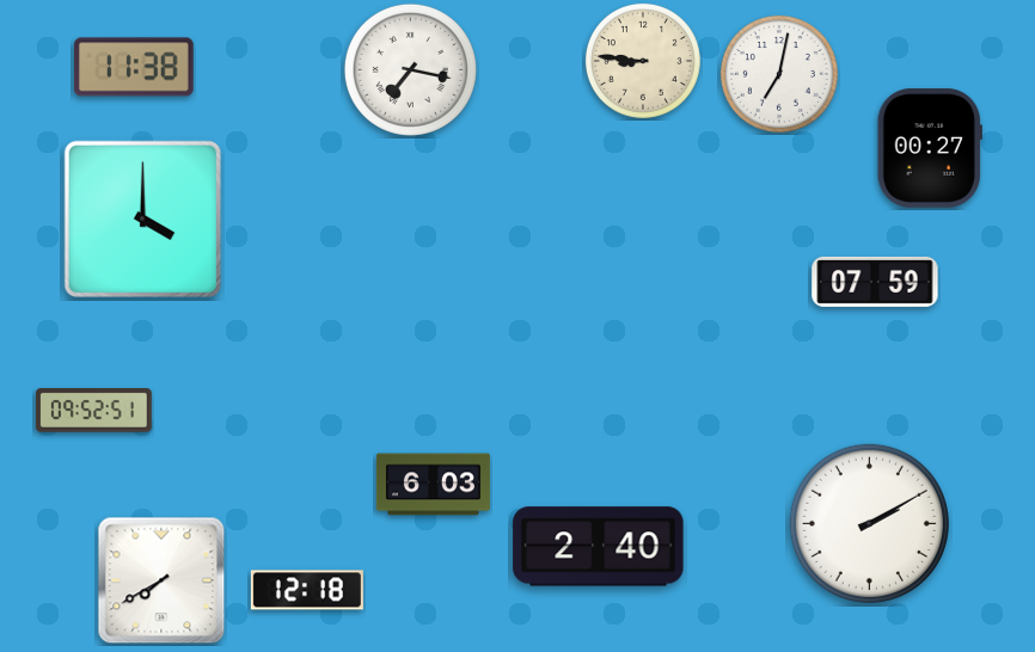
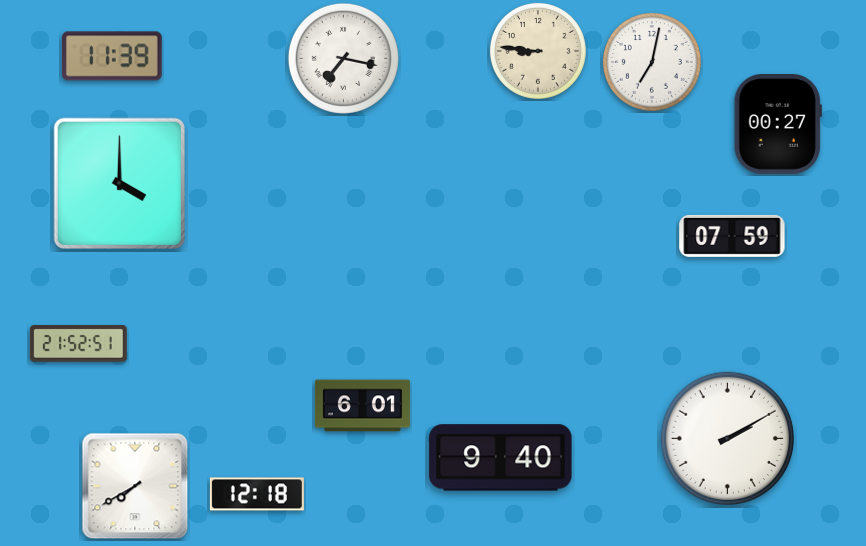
clock at (134, 67): 11:38 -> 11:39
clock at (93, 411): 09:52 -> 21:52
clock at (433, 485): 6:03 -> 6:01
clock at (599, 547): 2:40 -> 9:40
